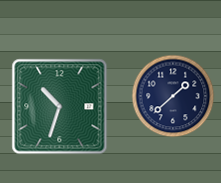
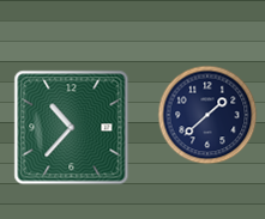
clock at (60, 107): 10:33 -> 10:37
